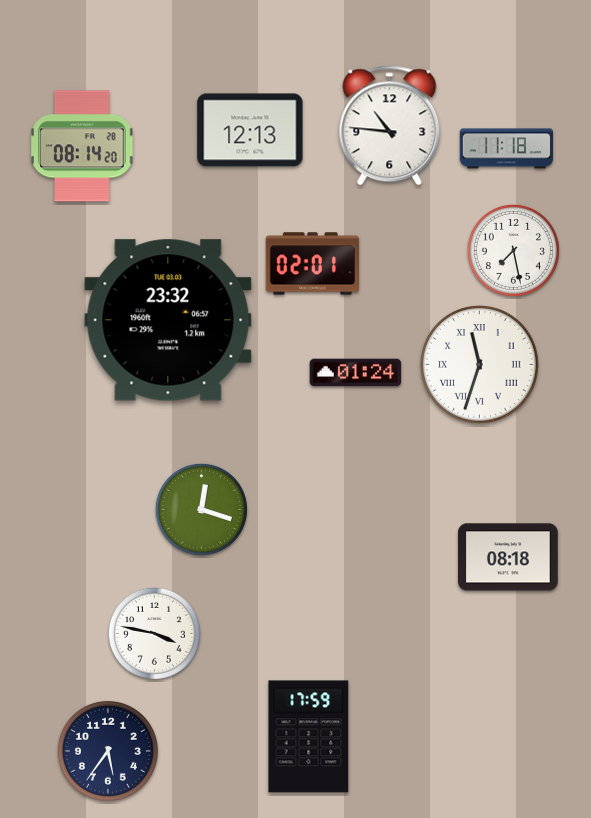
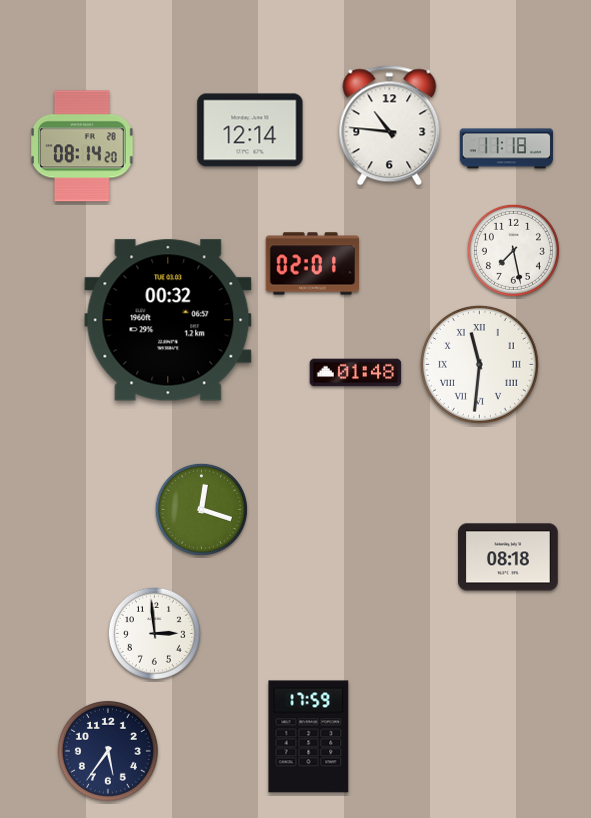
clock at (250, 130): 12:13 -> 12:14
clock at (168, 320): 23:32 -> 00:32
clock at (480, 365): 11:33 -> 11:31
clock at (356, 373): 01:24 -> 01:48
clock at (154, 633): 3:47 -> 2:59
